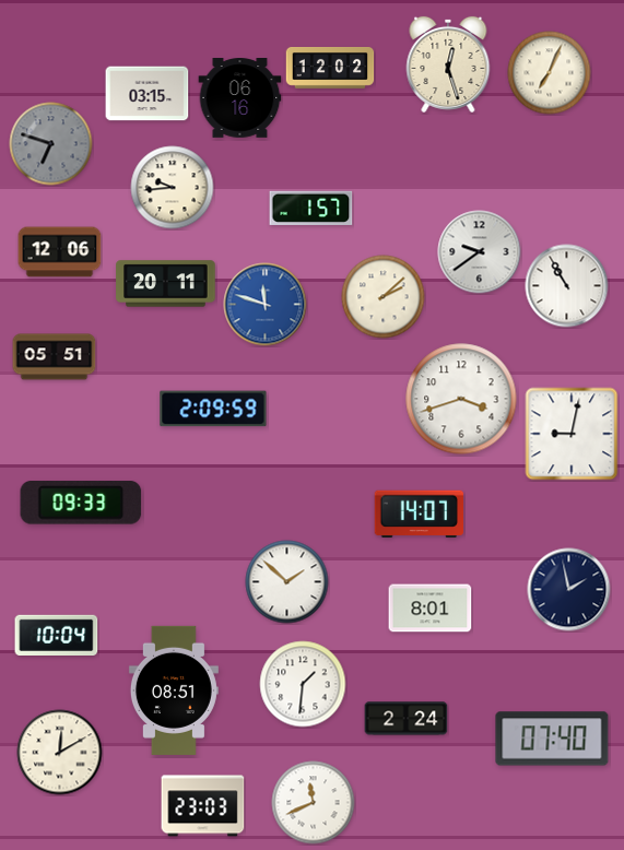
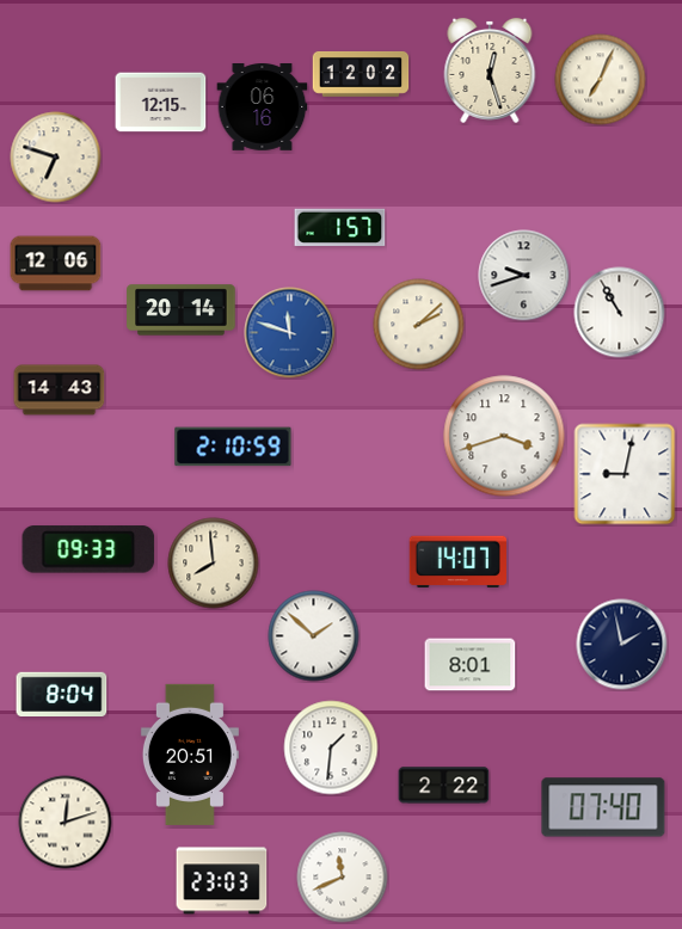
clock at (148, 94): 03:15 -> 12:15
clock at (51, 144) dial: grey -> cream
clock at (173, 188): 9:44 -> none
clock at (60, 252) position: (60, 252) -> (56, 264)
clock at (480, 252): 9:39 -> 9:42
clock at (166, 284): 20:11 -> 20:14
clock at (55, 357): 05:51 -> 14:43
clock at (213, 409): 2:09 -> 2:10
clock at (214, 564): none -> 7:59
clock at (57, 635): 10:04 -> 8:04
clock at (174, 690): 08:51 -> 20:51
clock at (407, 719): 2:24 -> 2:22
clock at (60, 753): 12:10 -> 12:12
